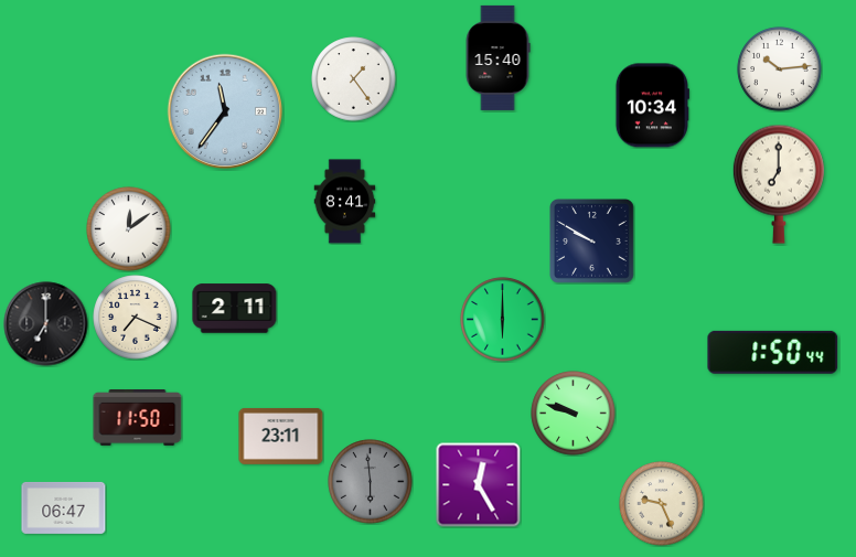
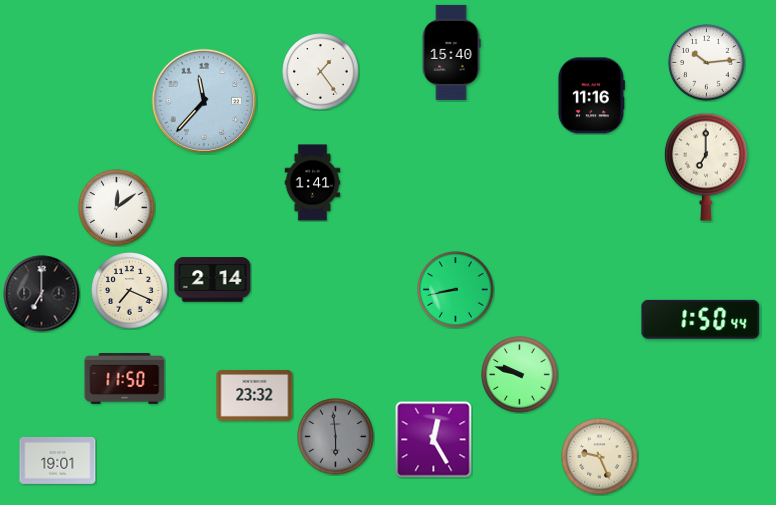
clock at (652, 106): 10:34 -> 11:16
clock at (225, 111): 11:36 -> 11:37
clock at (345, 202): 8:41 -> 1:41
clock at (592, 242): 9:50 -> none
clock at (235, 309): 2:11 -> 2:14
clock at (136, 318) position: (136, 318) -> (130, 291)
clock at (503, 320): 6:00 -> 8:43
clock at (281, 436): 23:11 -> 23:32
clock at (64, 508): 06:47 -> 19:01
